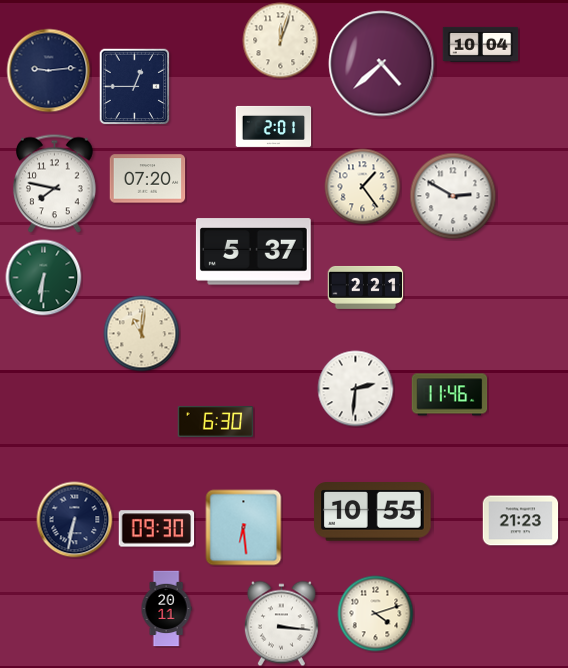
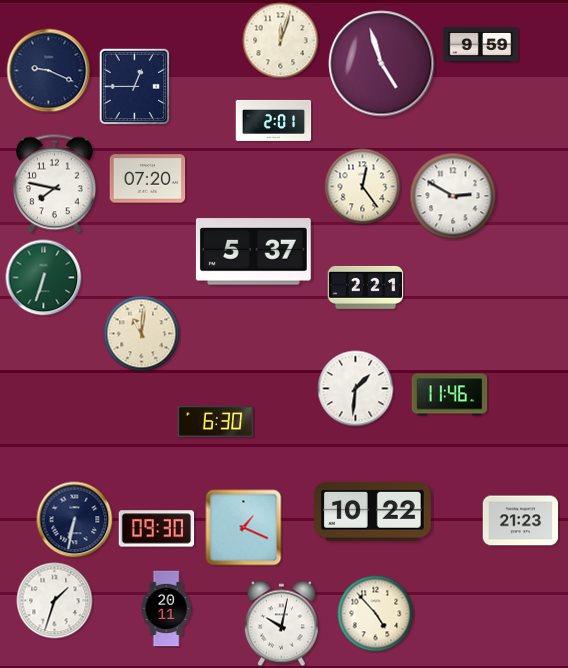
clock at (481, 44): 10:04 -> 9:59
clock at (382, 64): 4:38 -> 4:57
clock at (49, 71): 9:14 -> 9:19
clock at (274, 126) position: (274, 126) -> (274, 120)
clock at (363, 187): 1:24 -> 12:24
clock at (44, 278): 6:31 -> 6:33
clock at (356, 389): 2:31 -> 1:31
clock at (373, 512): 10:55 -> 10:22
clock at (244, 528): 6:29 -> 1:19
clock at (55, 601): none -> 1:33
clock at (376, 614): 4:12 -> 4:53
clock at (281, 624): 3:16 -> 10:02
